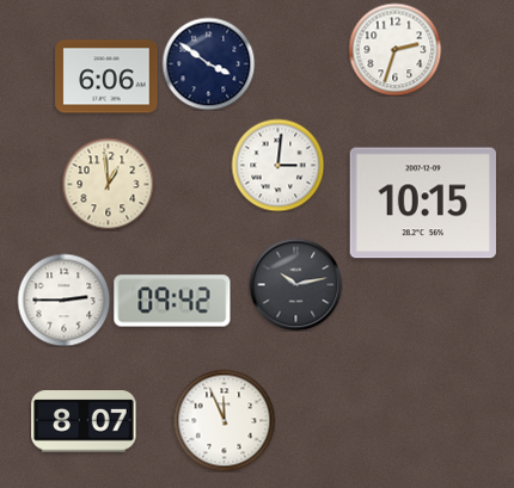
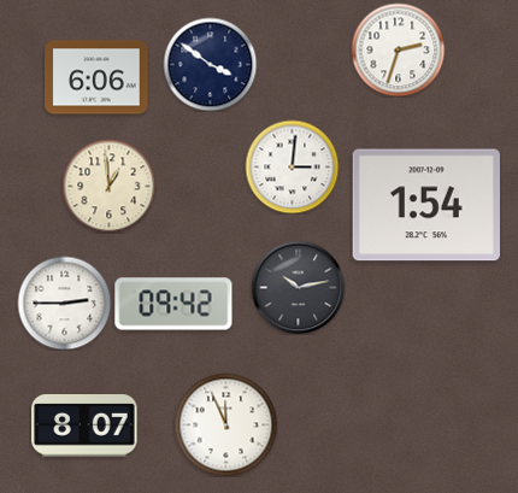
clock at (106, 76) position: (106, 76) -> (96, 77)
clock at (277, 165) position: (277, 165) -> (292, 166)
clock at (423, 203): 10:15 -> 1:54
